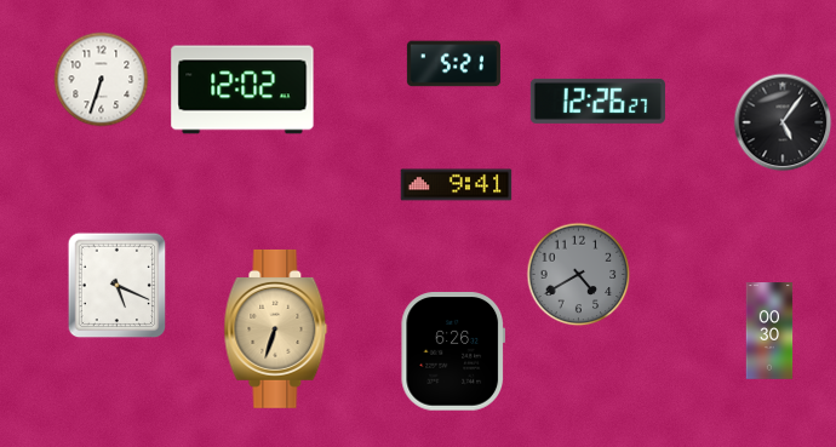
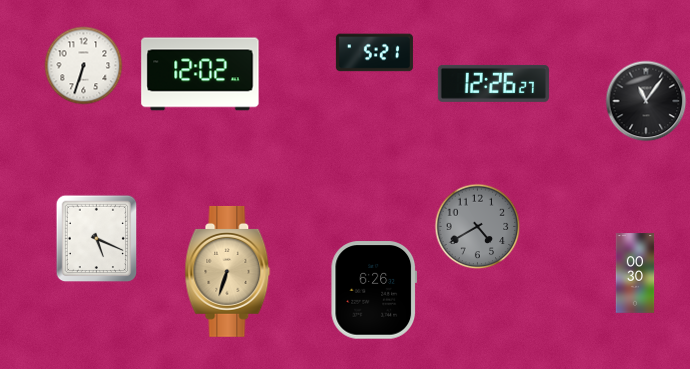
clock at (783, 122): 5:06 -> 11:06
clock at (457, 185): 9:41 -> none
clock at (118, 286) position: (118, 286) -> (97, 239)
